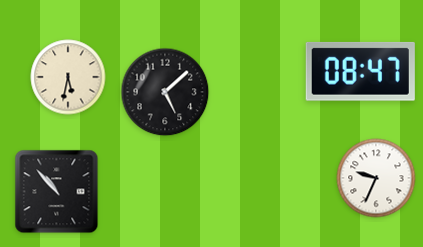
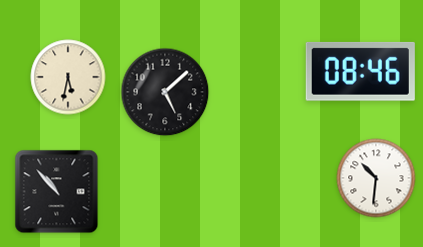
clock at (360, 71): 08:47 -> 08:46
clock at (376, 178): 9:34 -> 10:31
